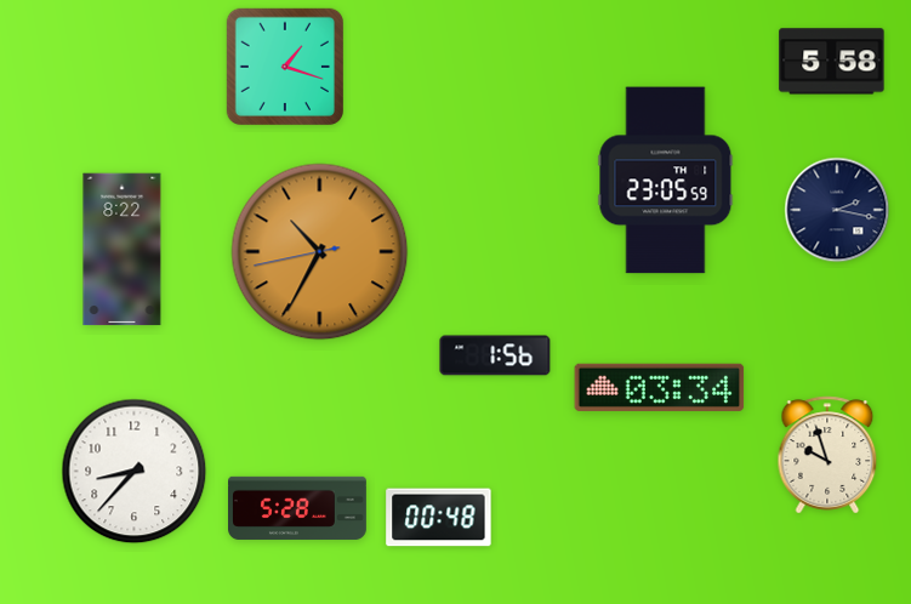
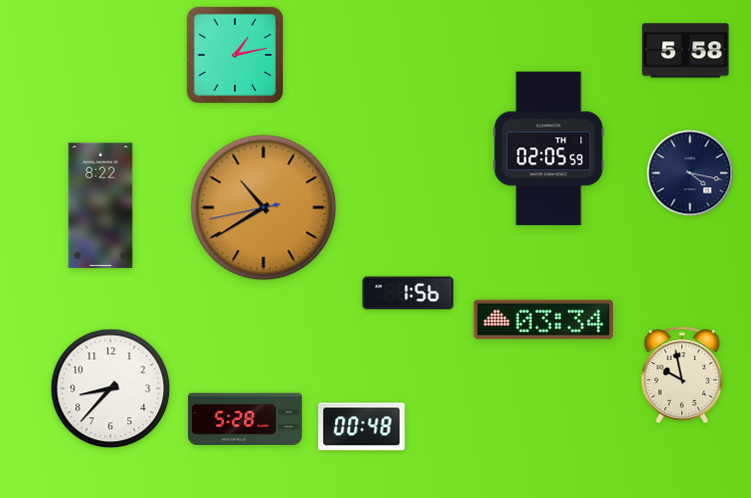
clock at (284, 65): 1:18 -> 1:13
clock at (666, 181): 23:05 -> 02:05
clock at (837, 210): 2:17 -> 4:17
clock at (320, 252): 10:34 -> 10:39
clock at (827, 455): 9:57 -> 9:58
